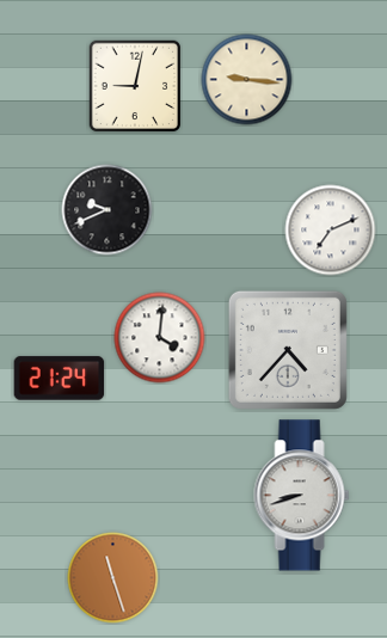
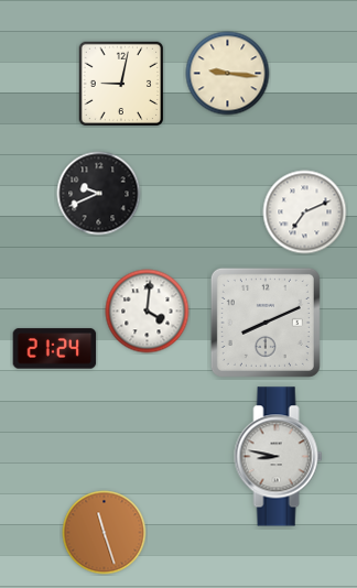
clock at (134, 85) position: (134, 85) -> (120, 83)
clock at (288, 350): 4:37 -> 8:11
clock at (302, 496): 8:42 -> 8:47
